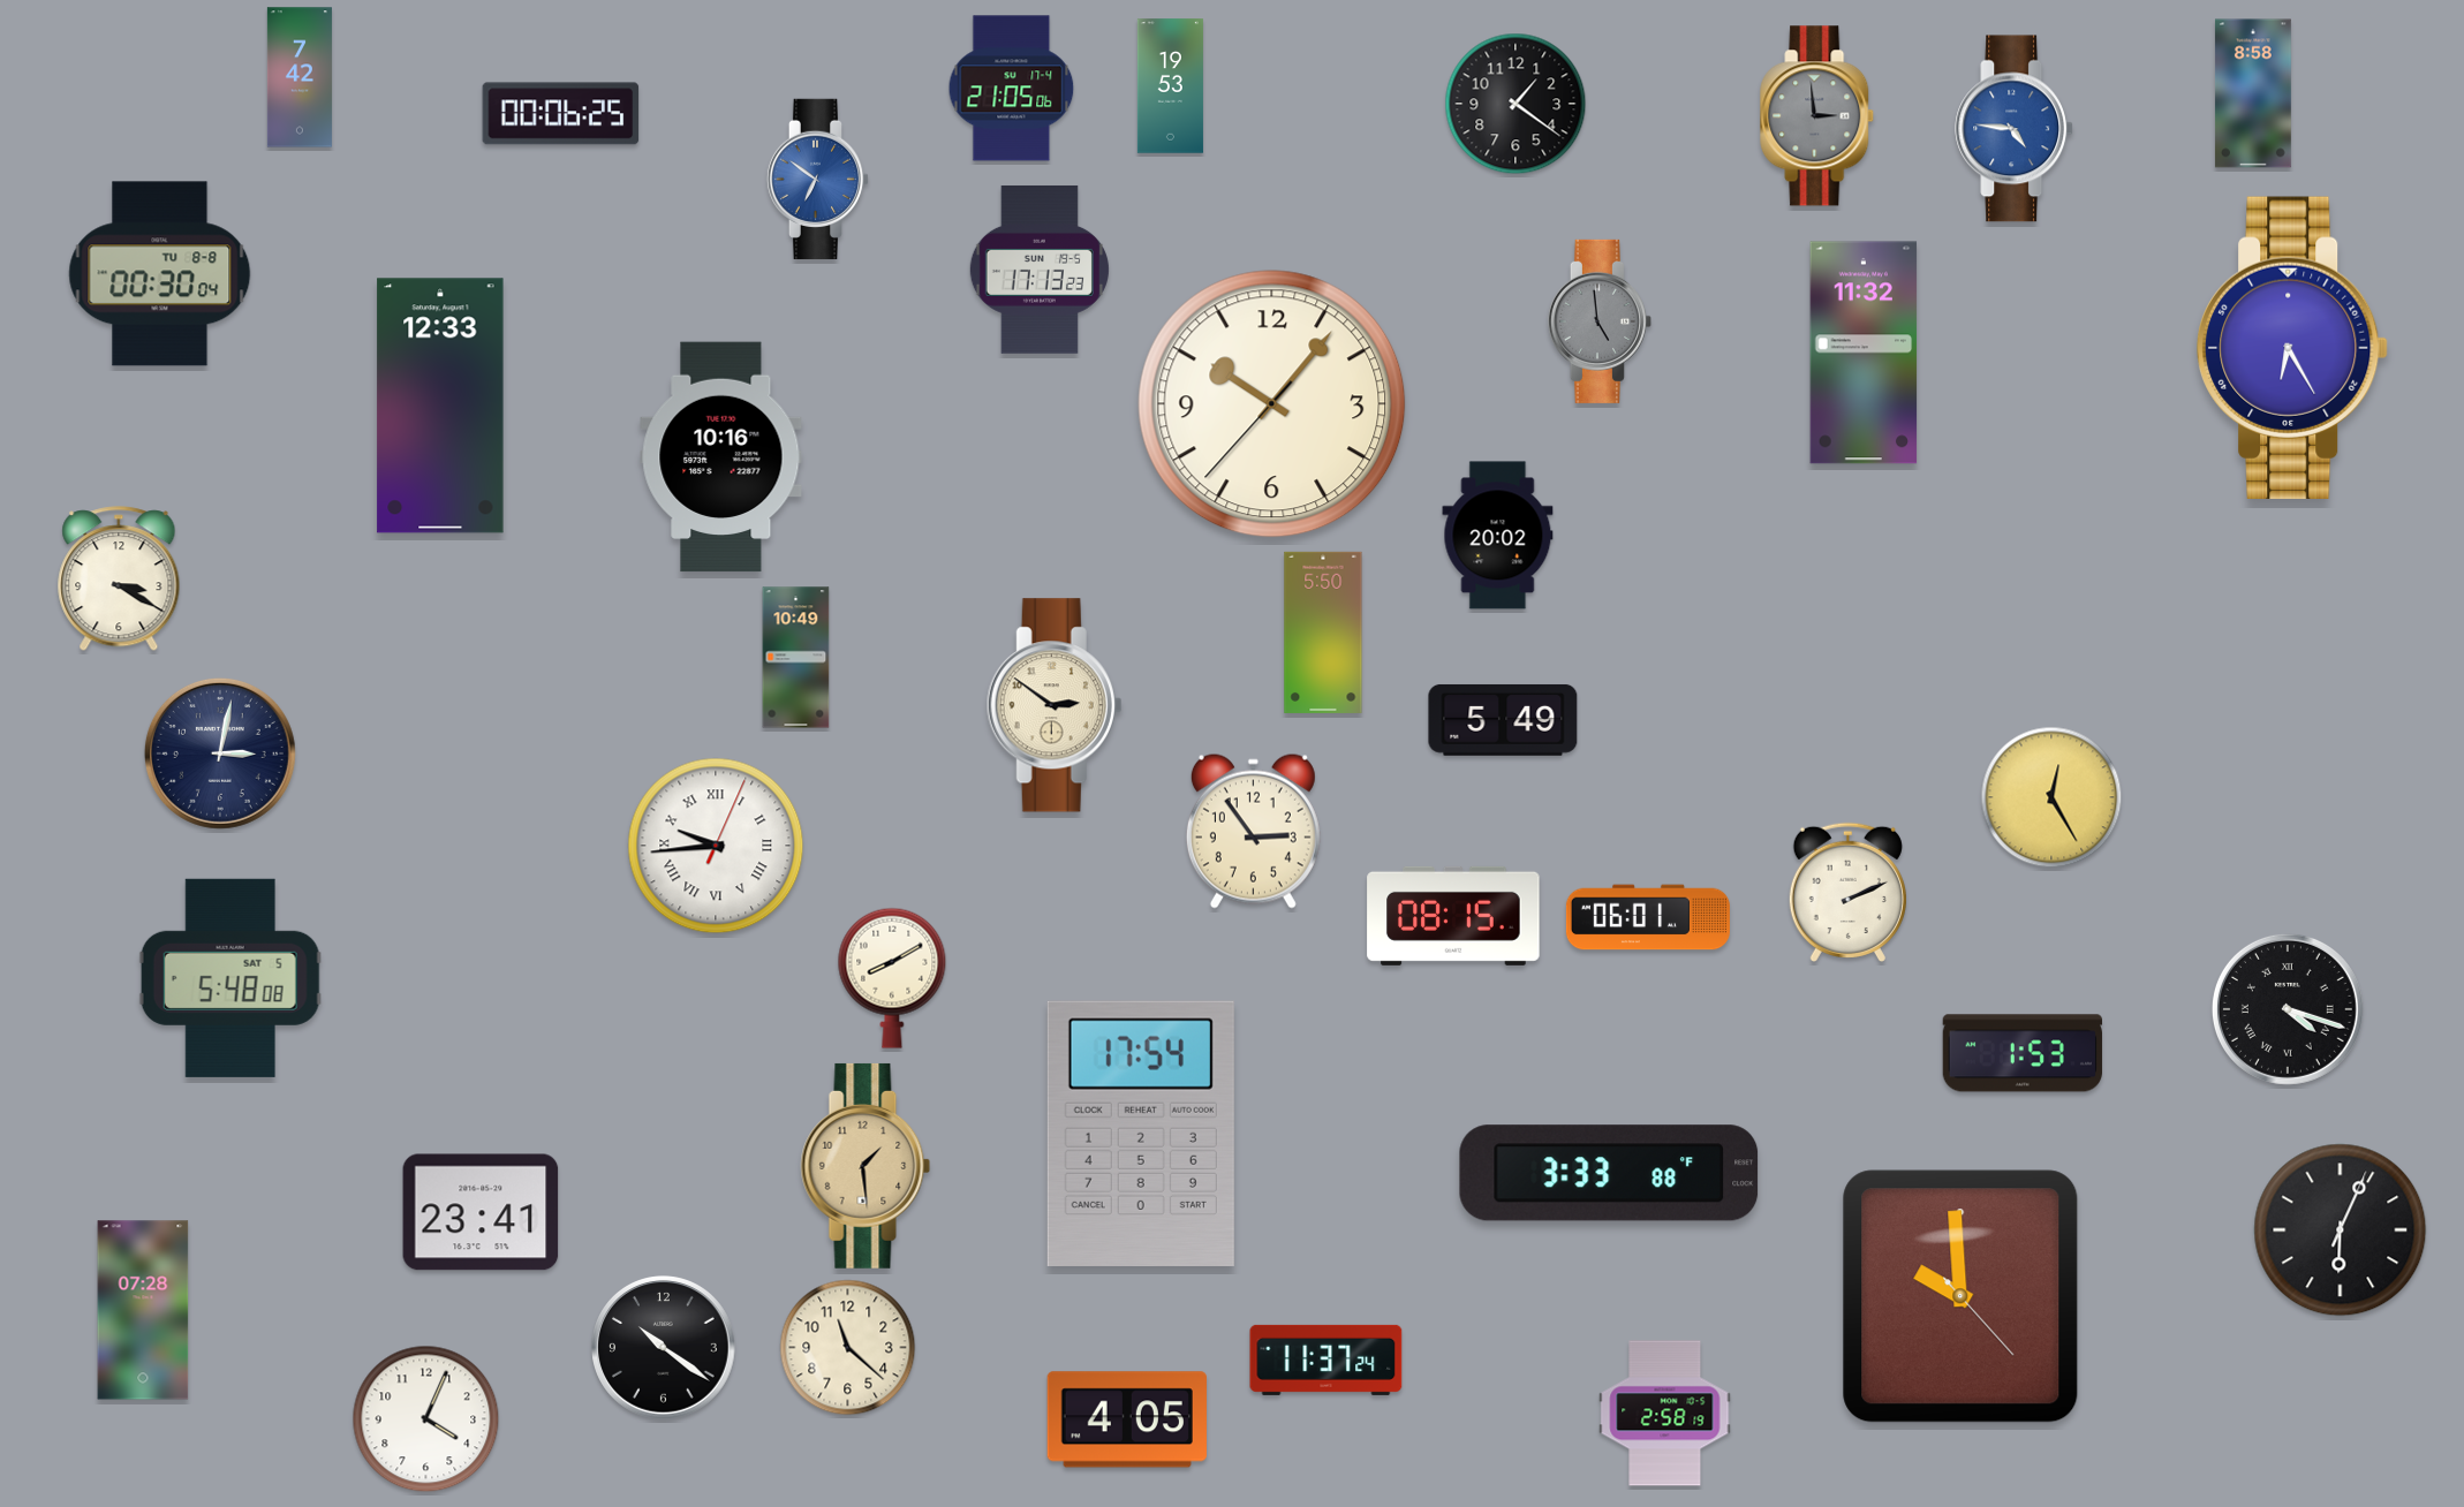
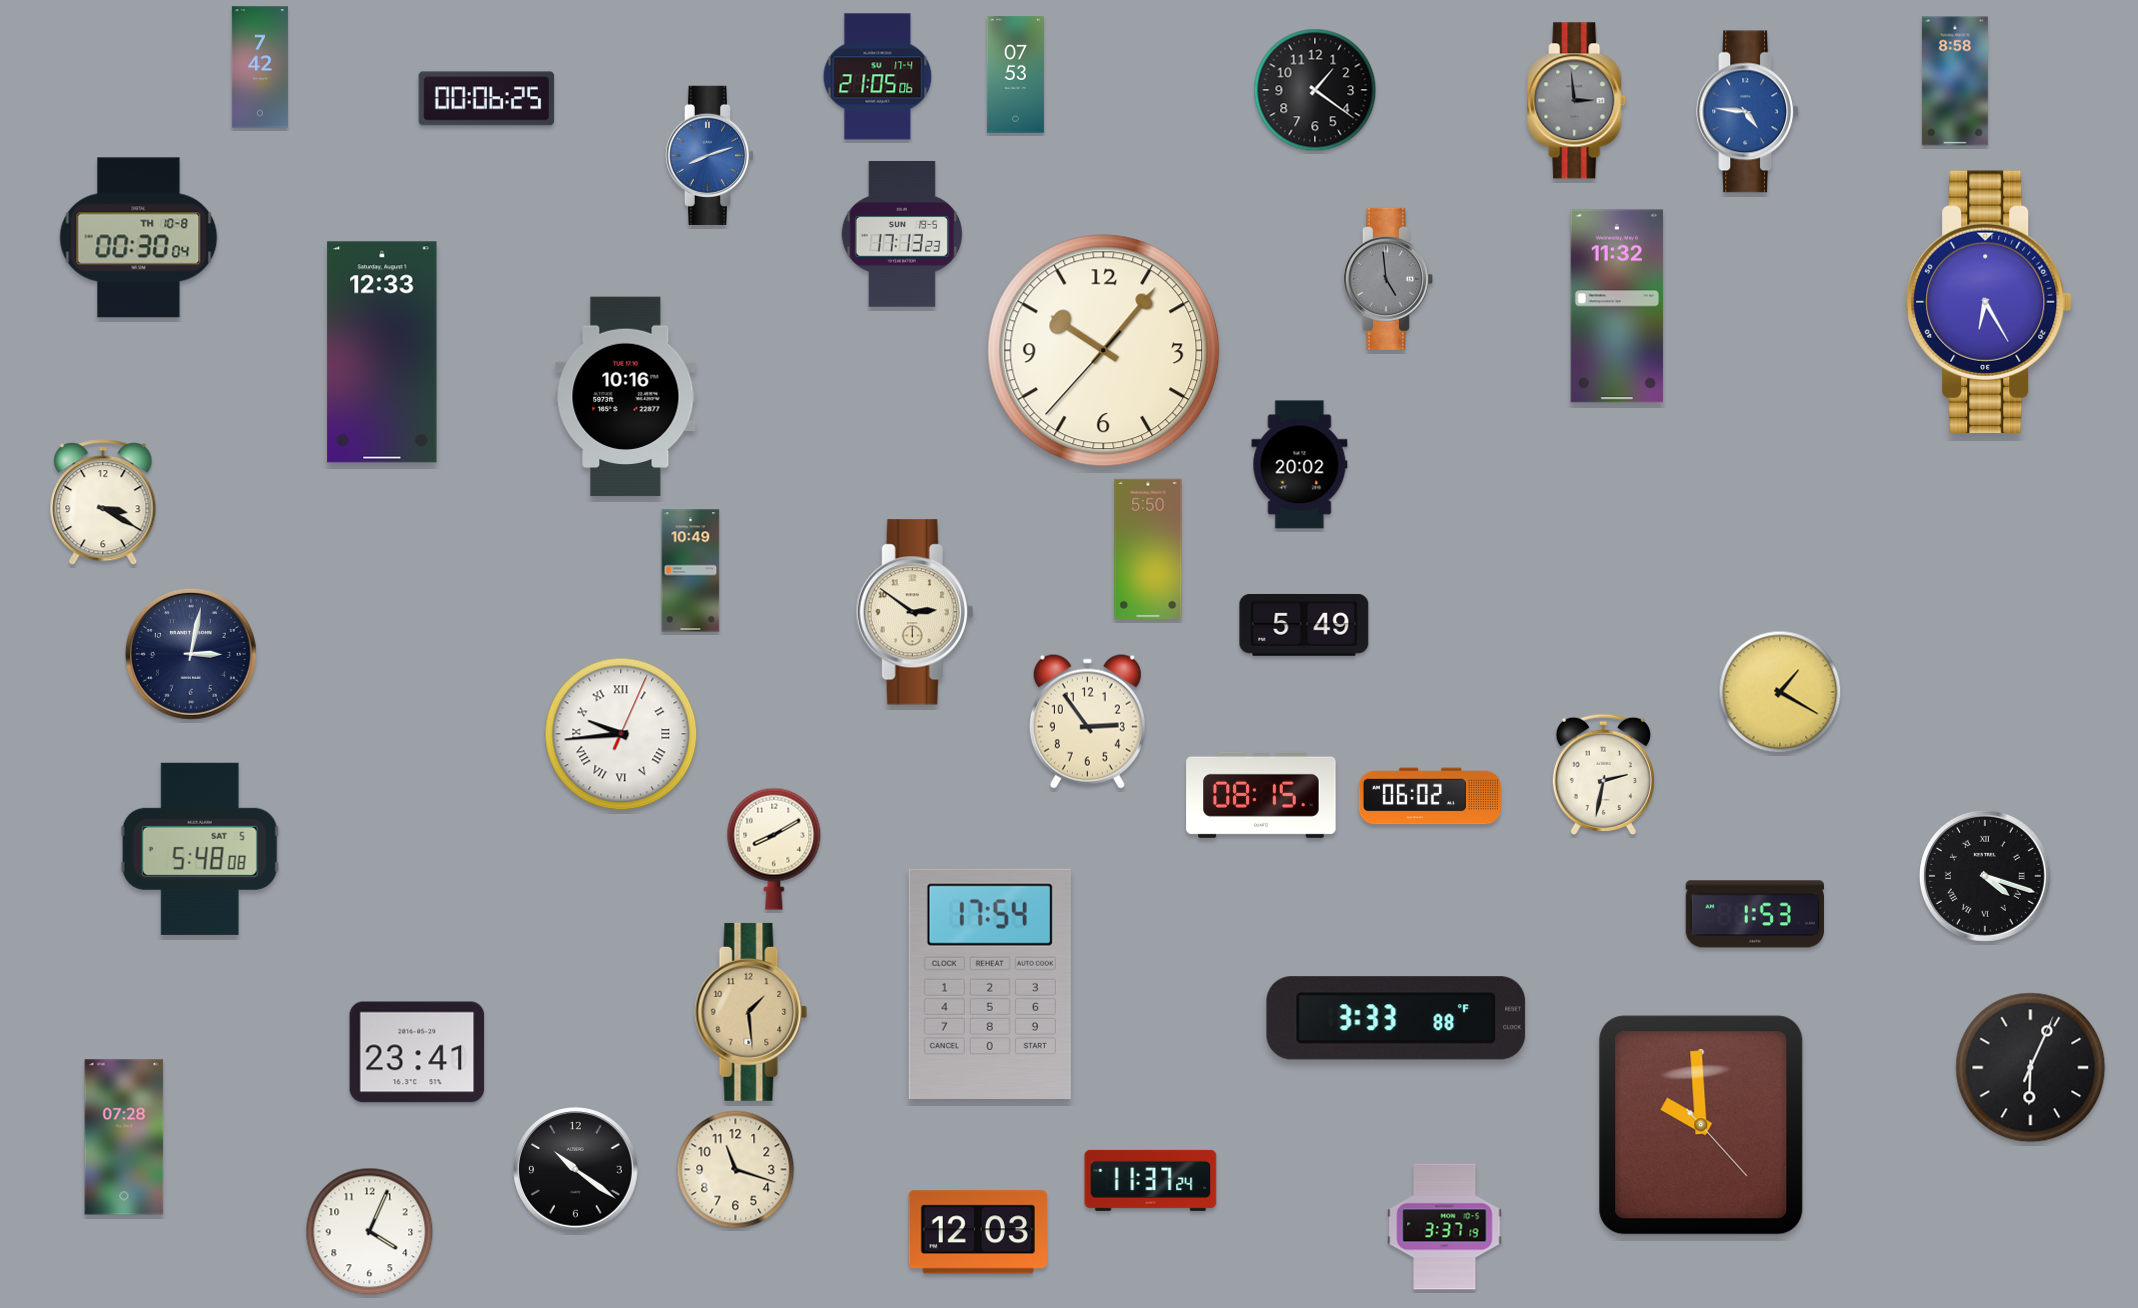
clock at (1170, 86): 19:53 -> 07:53
clock at (818, 179): 6:51 -> 8:12
clock at (160, 274) date: TU 8-8 -> TH 10-8
clock at (2051, 797): 12:25 -> 1:20
clock at (1847, 892): 2:11 -> 2:32
clock at (1648, 917): 06:01 -> 06:02
clock at (848, 1348): 11:22 -> 11:18
clock at (1665, 1414): 2:58 -> 3:37
clock at (1127, 1419): 4:05 -> 12:03
